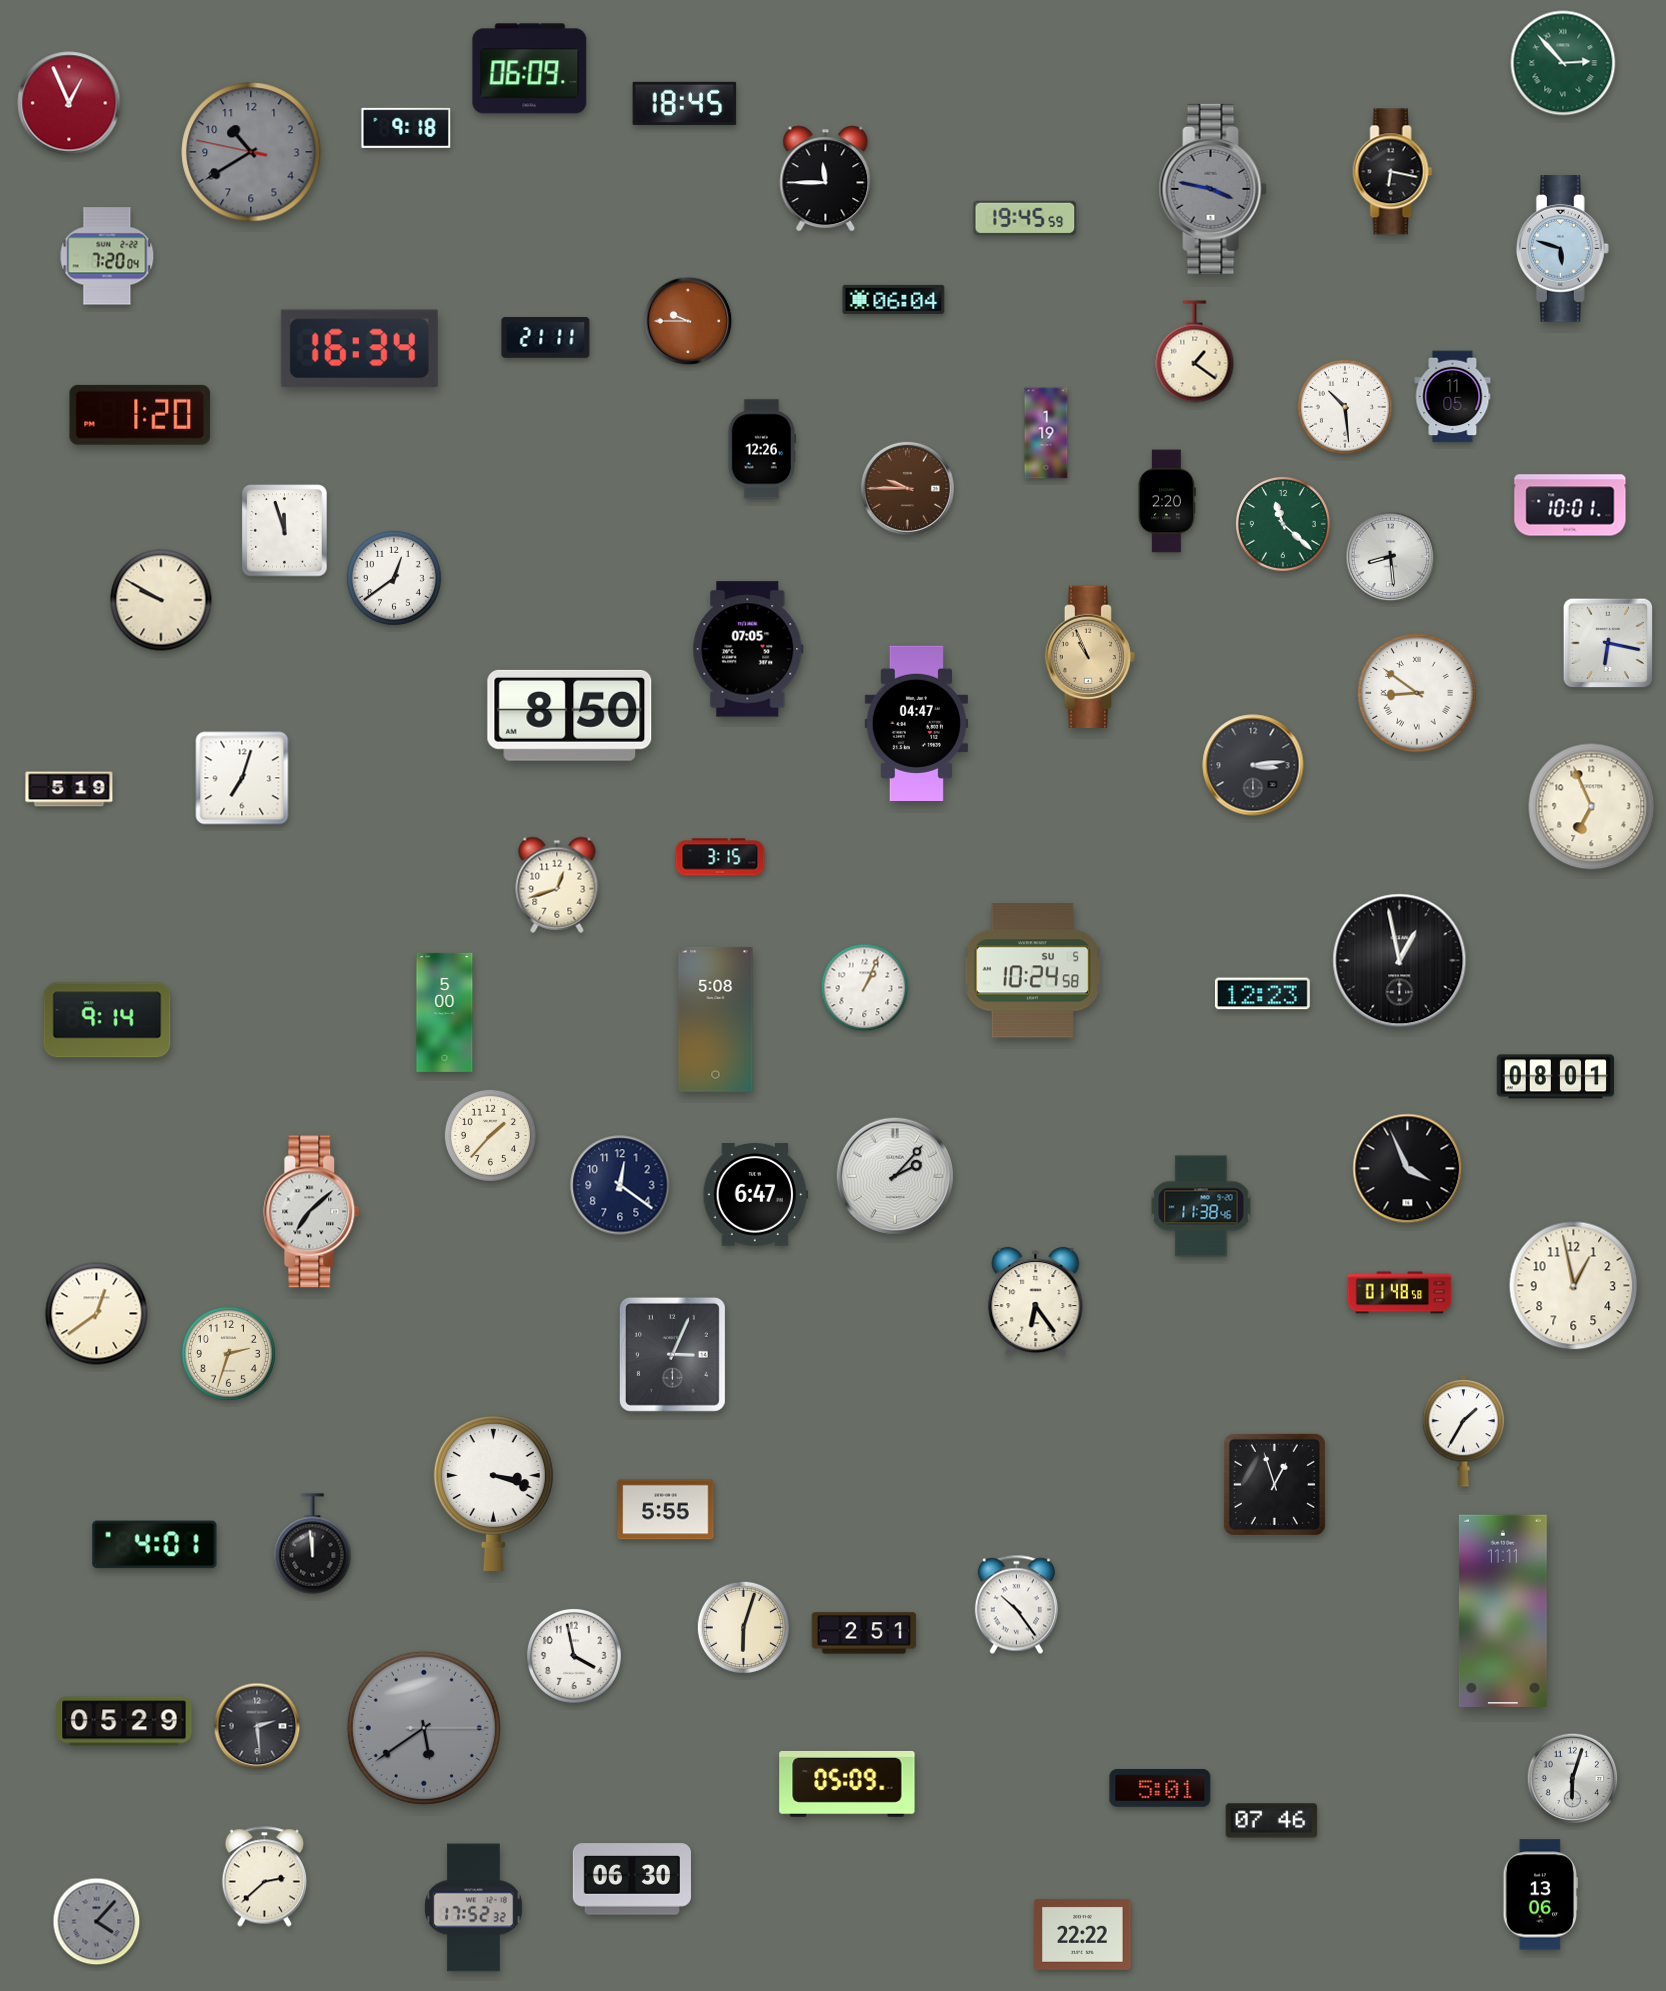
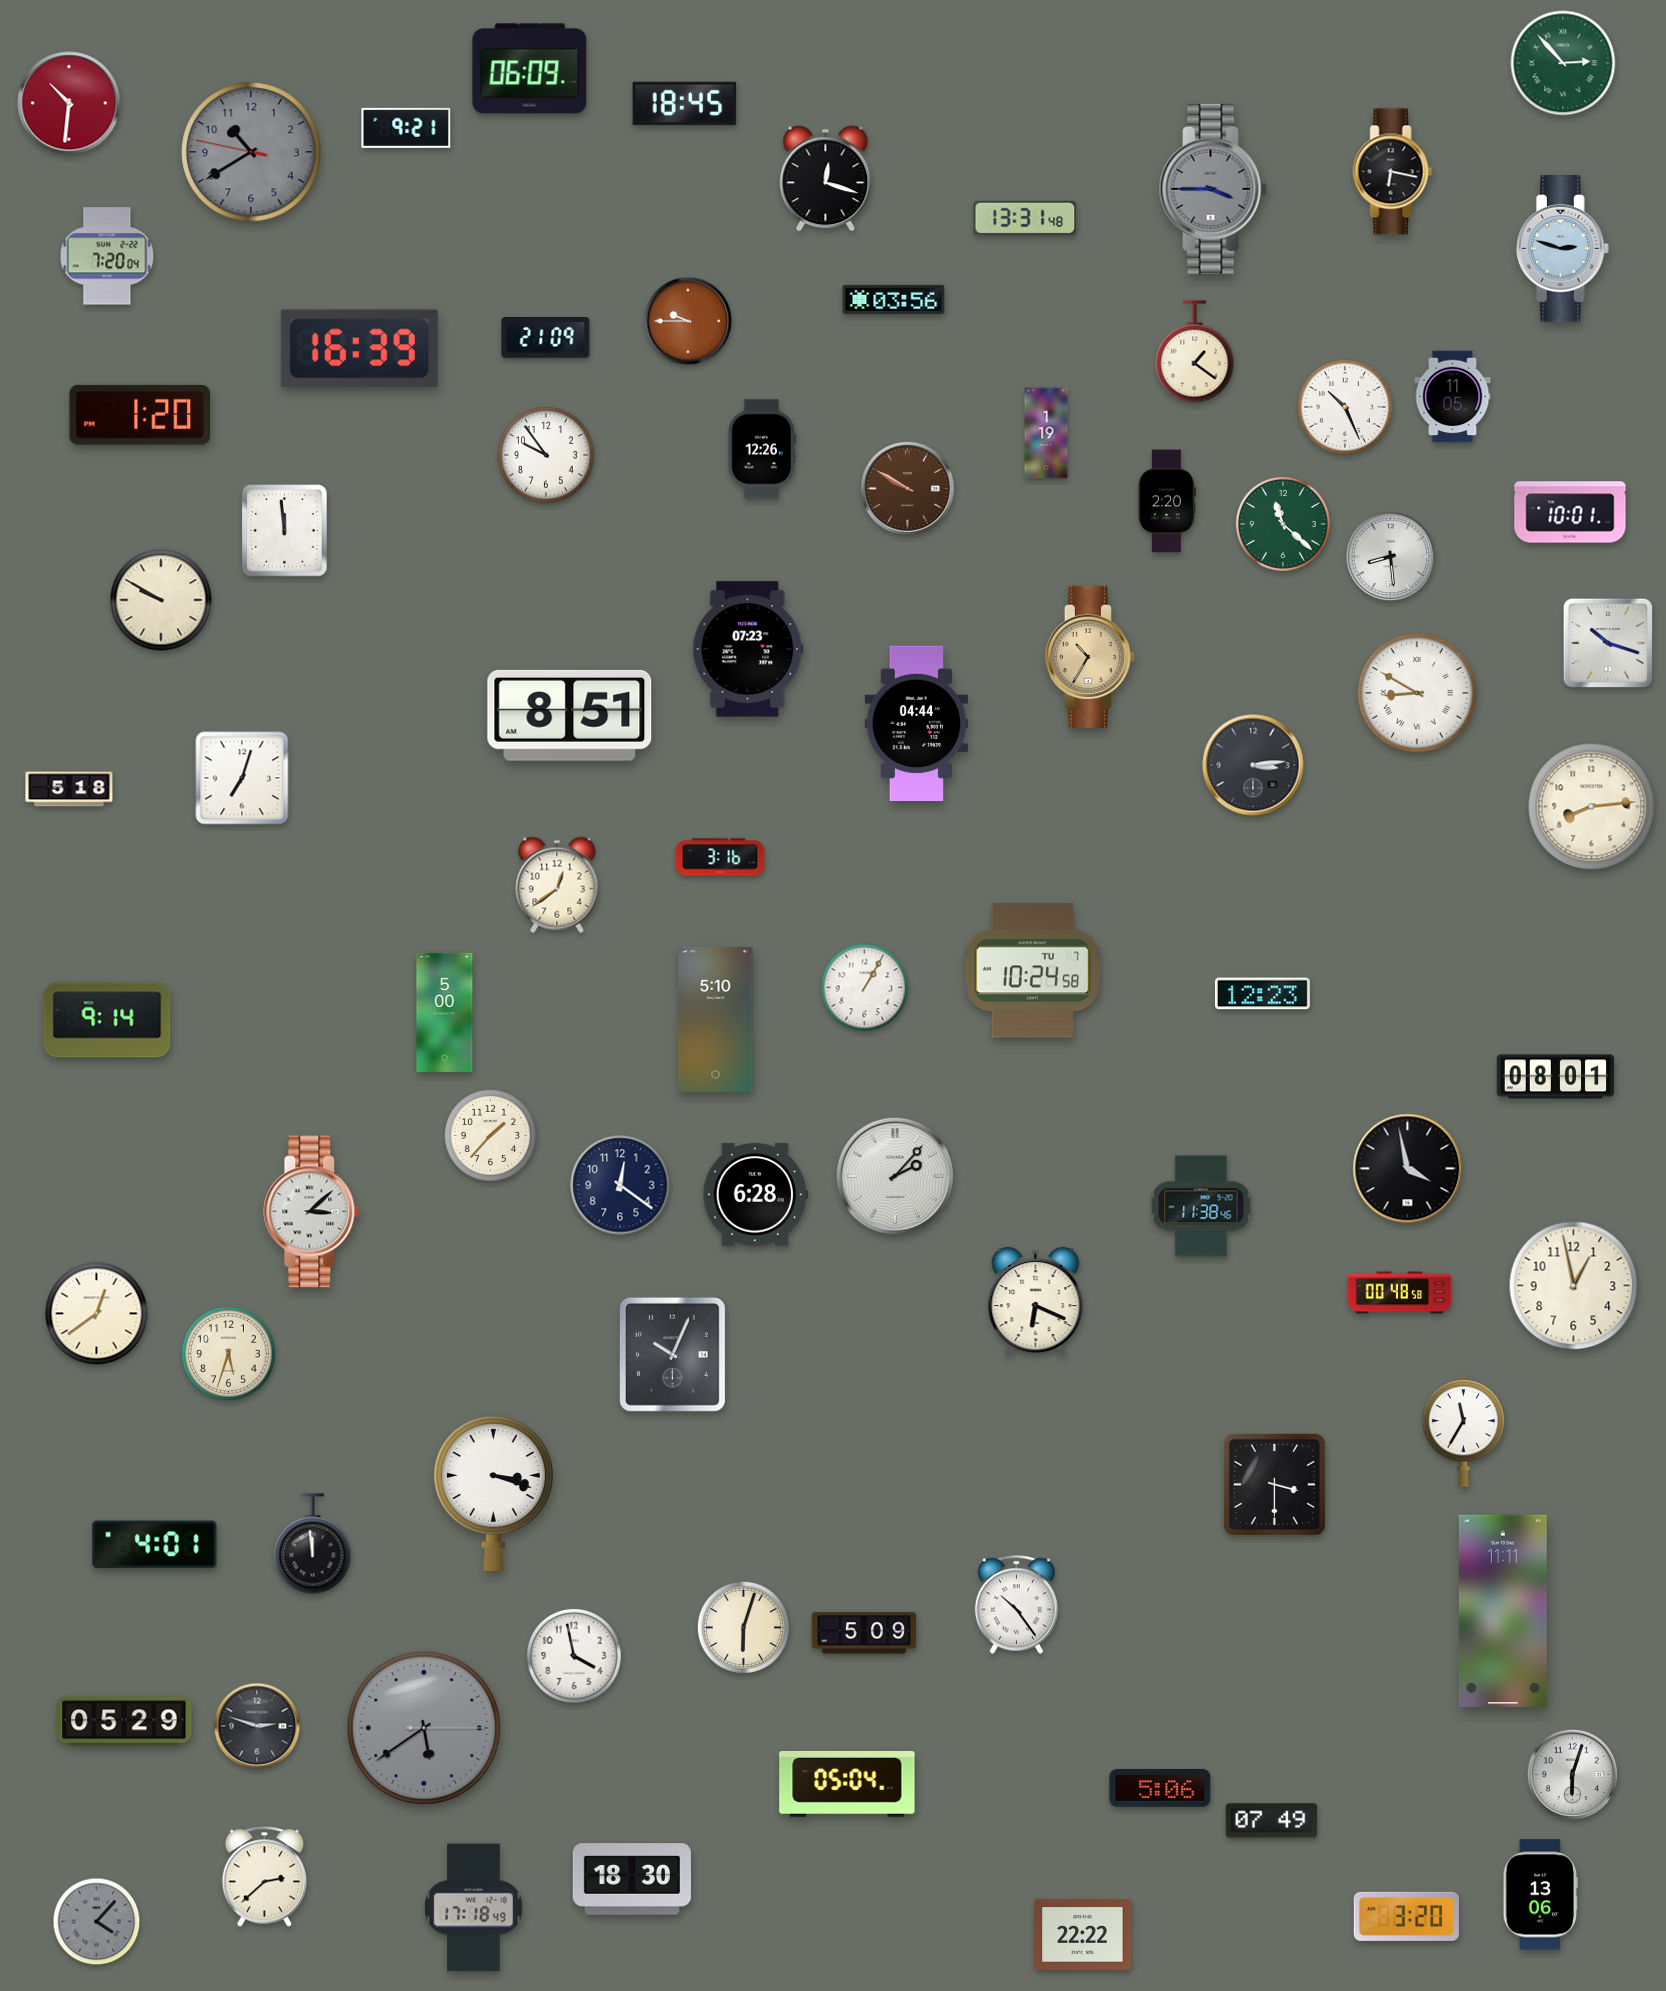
clock at (69, 103): 12:56 -> 10:31
clock at (406, 128): 9:18 -> 9:21
clock at (826, 179): 11:45 -> 12:18
clock at (1213, 189): 3:47 -> 3:45
clock at (1025, 218): 19:45 -> 13:31
clock at (1562, 249): 5:48 -> 2:48
clock at (894, 299): 06:04 -> 03:56
clock at (546, 338): 21:11 -> 21:09
clock at (359, 349): 16:34 -> 16:39
clock at (1345, 407): 10:29 -> 10:26
clock at (546, 455): none -> 9:54
clock at (907, 488): 9:45 -> 9:50
clock at (1570, 505) position: (1570, 505) -> (1570, 512)
clock at (285, 531): 11:57 -> 11:59
clock at (394, 578): 12:39 -> none
clock at (1607, 642): 6:17 -> 10:18
clock at (748, 649): 07:05 -> 07:23
clock at (1090, 656): 10:56 -> 10:35
clock at (1417, 693): 8:51 -> 8:50
clock at (570, 715): 8:50 -> 8:51
clock at (916, 723): 04:47 -> 04:44
clock at (69, 789): 5:19 -> 5:18
clock at (1592, 807): 6:56 -> 8:14
clock at (720, 857): 3:15 -> 3:16
clock at (557, 885): 12:42 -> 12:39
clock at (1400, 961): 12:58 -> none
clock at (1032, 971) date: SU 5 -> TU 7
clock at (865, 988): 1:04 -> 1:05
clock at (716, 1019): 5:08 -> 5:10
clock at (1408, 1169): 3:56 -> 3:58
clock at (755, 1195): 6:47 -> 6:28
clock at (312, 1212): 7:08 -> 3:08
clock at (1400, 1293): 01:48 -> 00:48
clock at (1036, 1302): 6:24 -> 6:19
clock at (228, 1353): 2:33 -> 5:33
clock at (672, 1354): 3:04 -> 10:04
clock at (1464, 1431): 1:35 -> 11:35
clock at (1274, 1484): 12:57 -> 3:30
clock at (666, 1510): 5:55 -> none
clock at (864, 1633): 2:51 -> 5:09
clock at (257, 1726): 2:29 -> 2:48
clock at (1573, 1779) position: (1573, 1779) -> (1573, 1775)
clock at (847, 1784): 05:09 -> 05:04
clock at (1160, 1788): 5:01 -> 5:06
clock at (1272, 1821): 07:46 -> 07:49
clock at (632, 1879): 06:30 -> 18:30
clock at (474, 1908): 17:52 -> 17:18
clock at (1406, 1916): none -> 3:20
